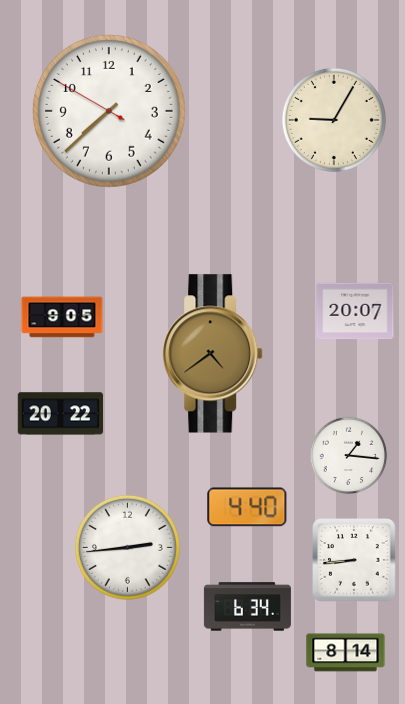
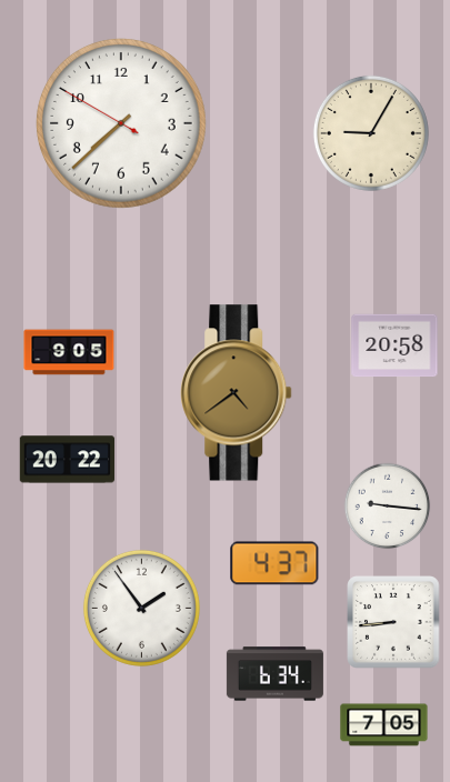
clock at (355, 311): 20:07 -> 20:58
clock at (349, 456): 1:16 -> 9:16
clock at (247, 507): 4:40 -> 4:37
clock at (127, 547): 2:44 -> 1:54
clock at (346, 653): 8:14 -> 7:05
